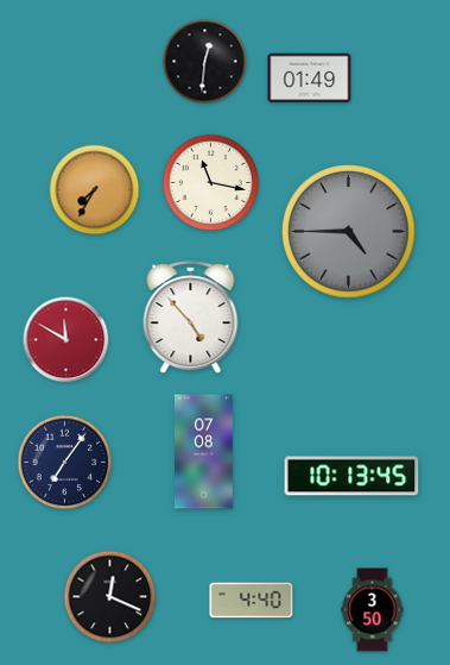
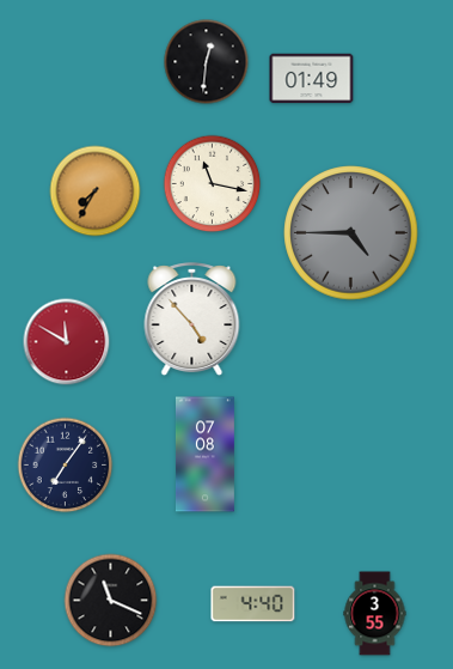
clock at (351, 476): 10:13 -> none
clock at (110, 597): 12:19 -> 11:19
clock at (373, 610): 3:50 -> 3:55
